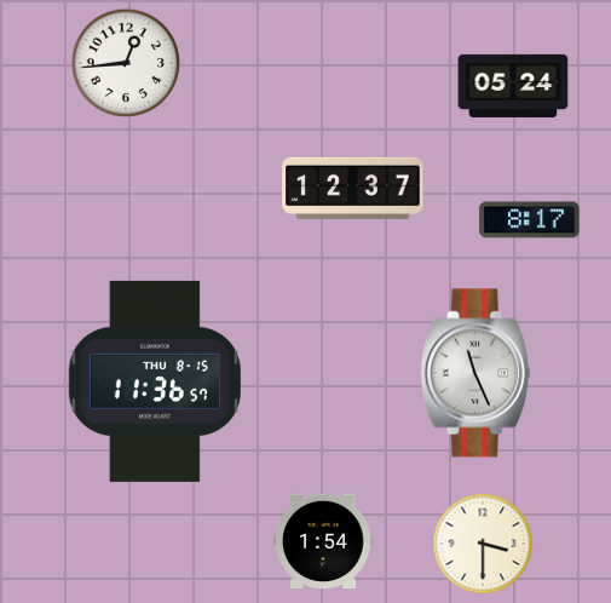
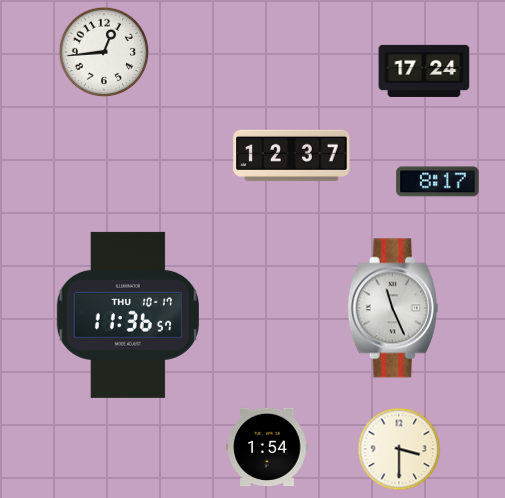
clock at (513, 86): 05:24 -> 17:24
clock at (155, 381) date: THU 8-15 -> THU 10-17
